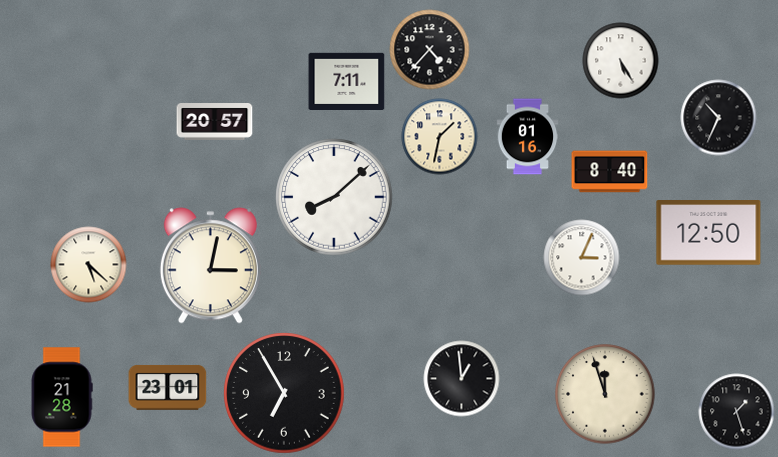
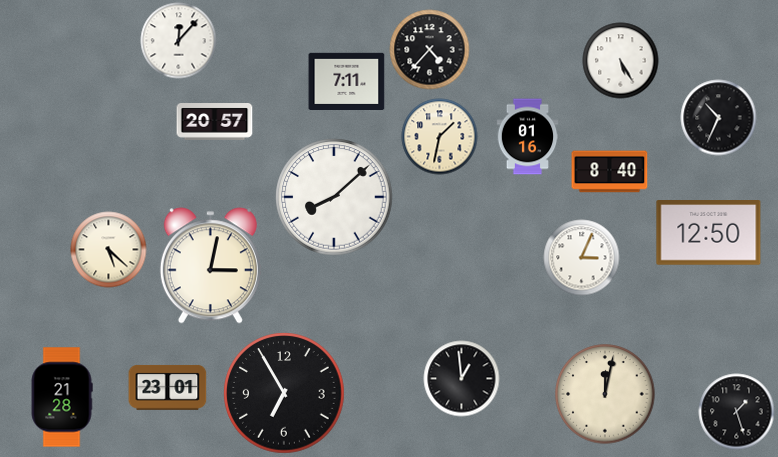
clock at (179, 41): none -> 12:07
clock at (89, 265) position: (89, 265) -> (109, 250)
clock at (605, 394): 11:57 -> 12:02
